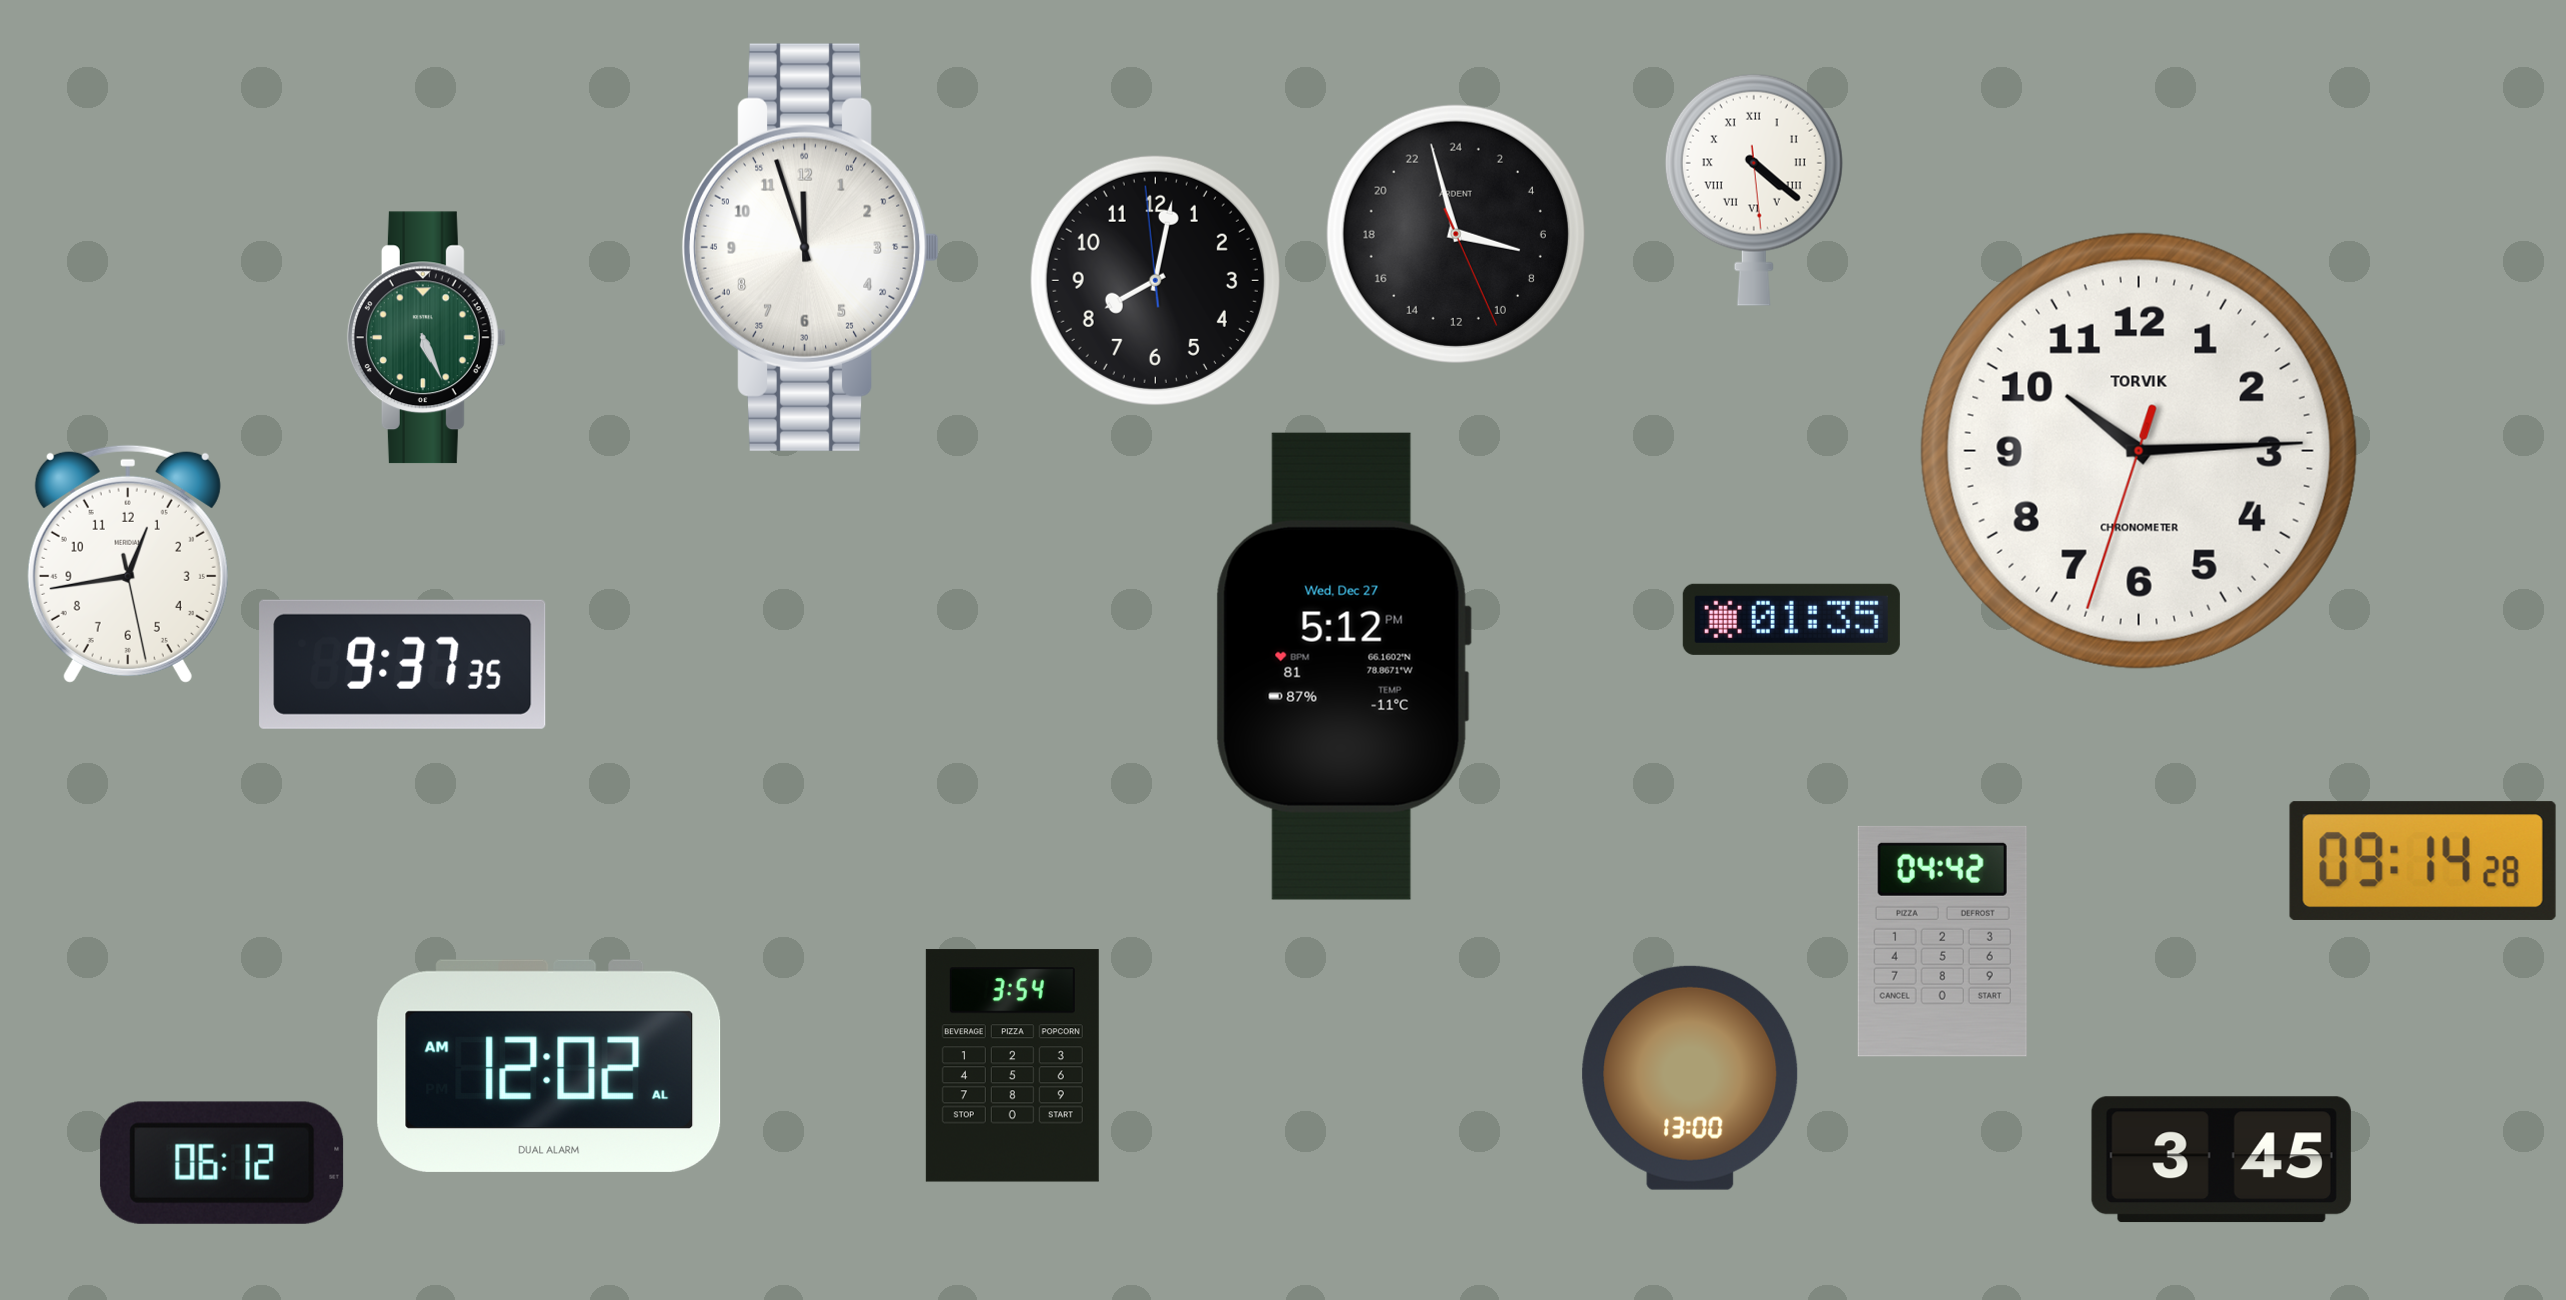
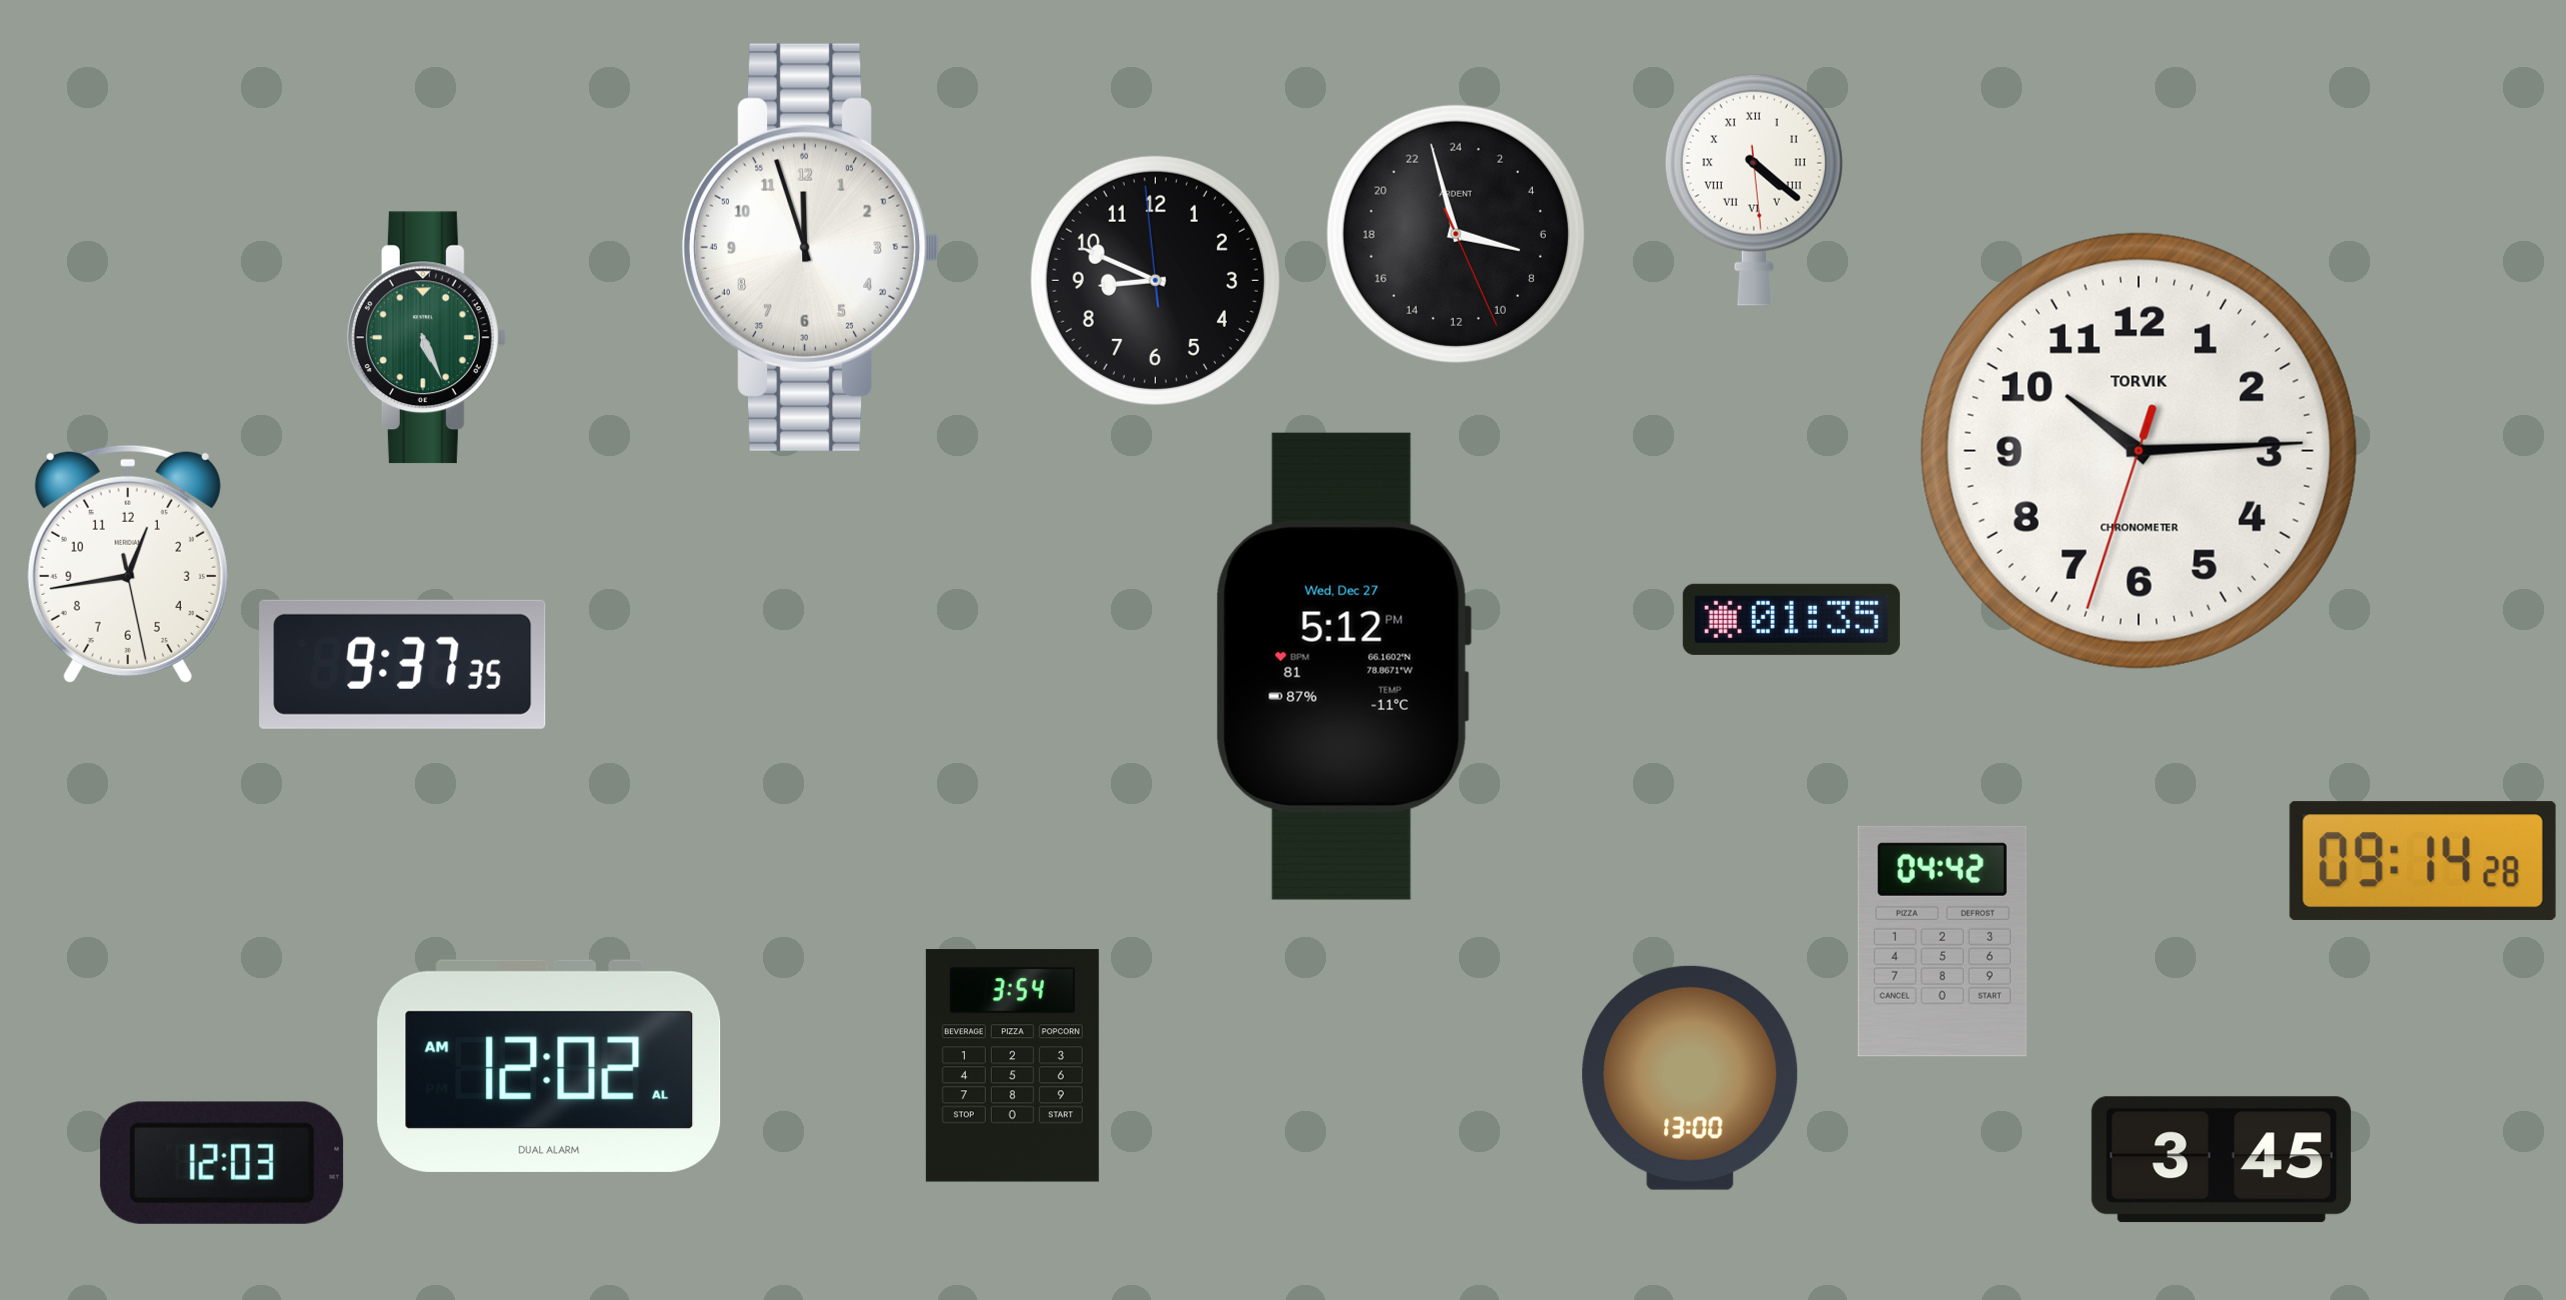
clock at (1155, 280): 8:01 -> 8:48
clock at (222, 1163): 06:12 -> 12:03
